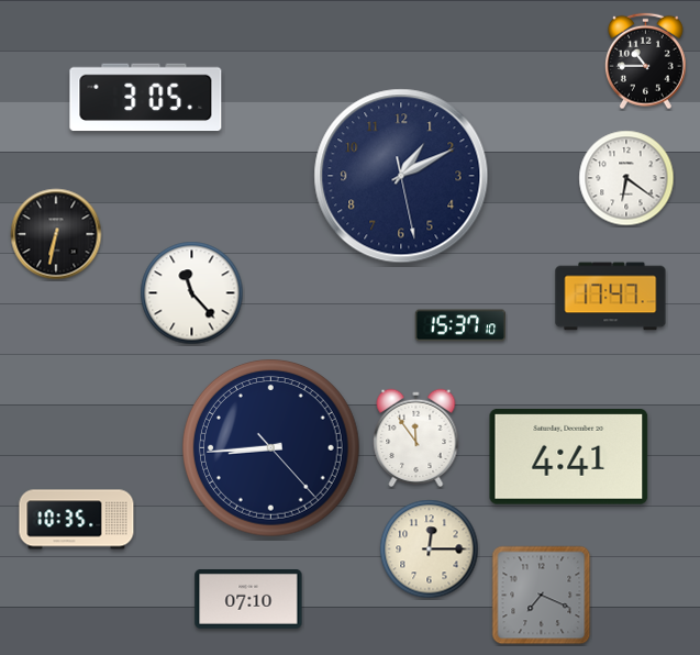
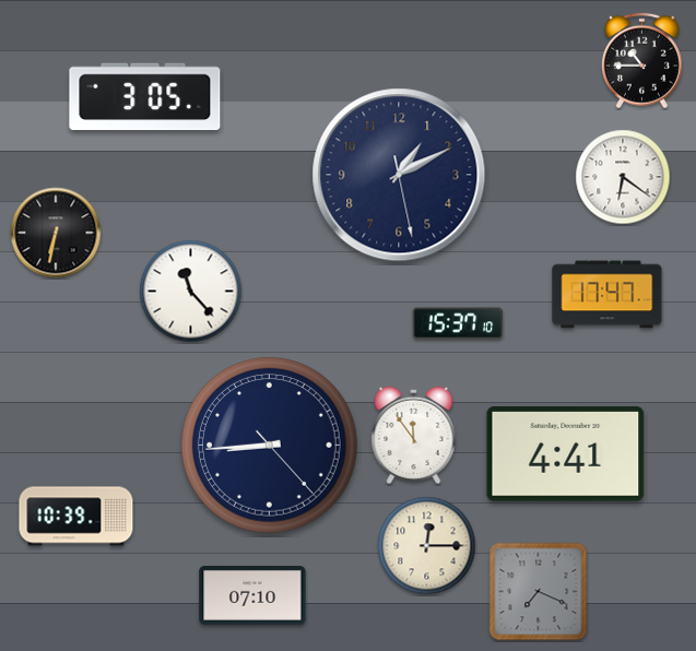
clock at (77, 520): 10:35 -> 10:39
clock at (248, 600) position: (248, 600) -> (252, 596)
